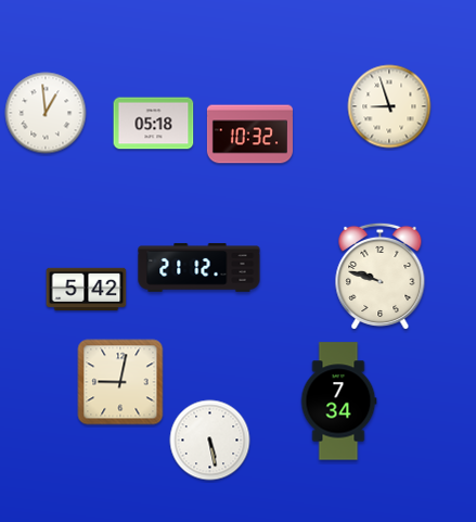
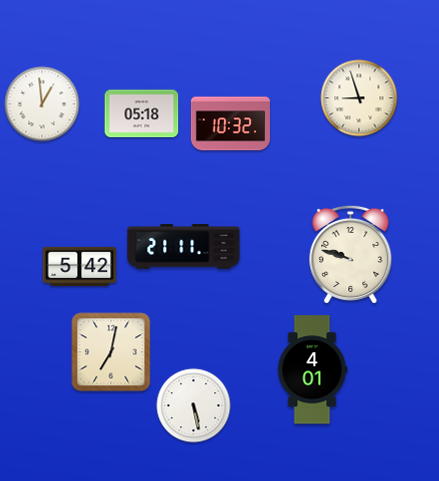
clock at (200, 268): 21:12 -> 21:11
clock at (120, 382): 9:02 -> 7:02
clock at (338, 402): 7:34 -> 4:01
